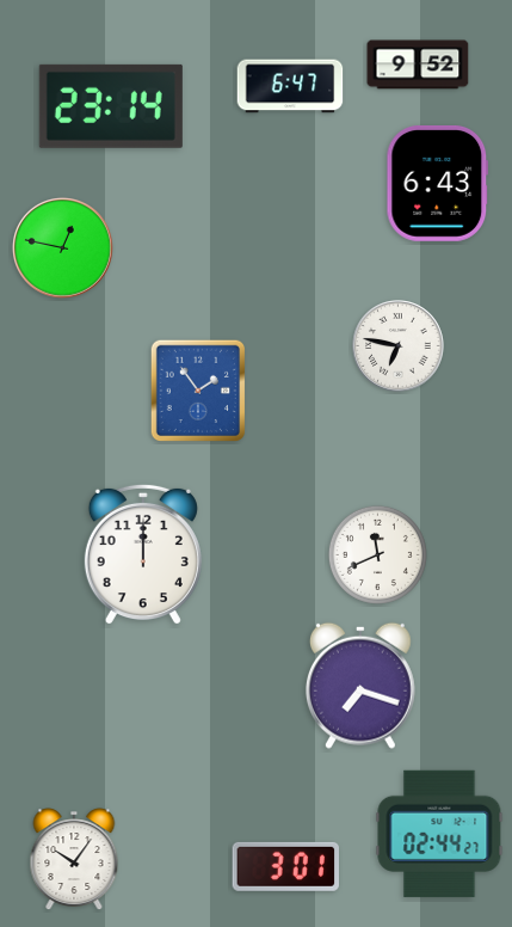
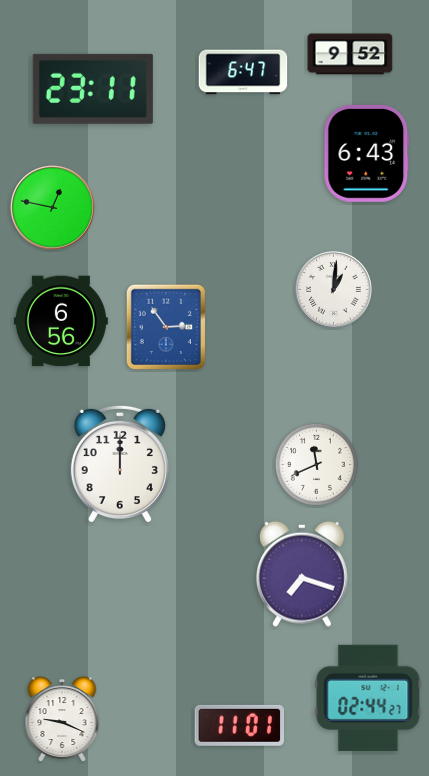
clock at (111, 106): 23:14 -> 23:11
clock at (399, 346): 6:47 -> 1:01
clock at (61, 321): none -> 6:56
clock at (197, 389): 1:54 -> 2:54
clock at (74, 859): 10:06 -> 9:19
clock at (285, 866): 3:01 -> 11:01
